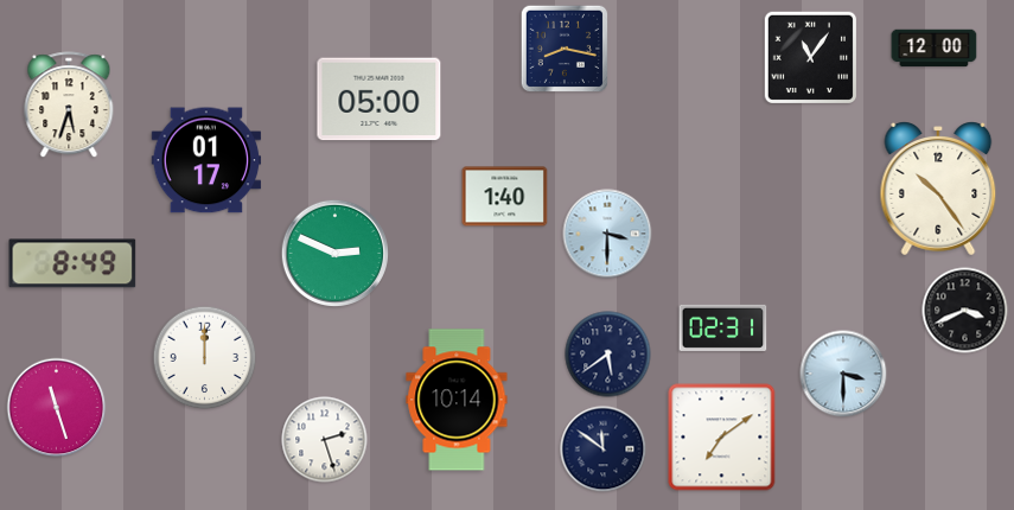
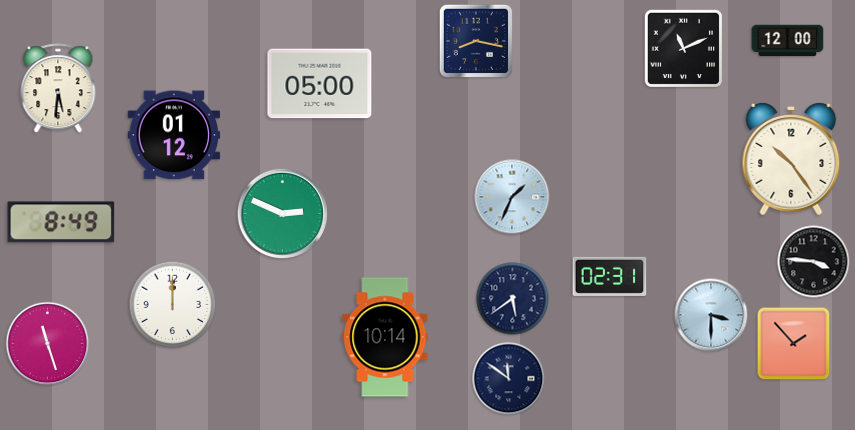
clock at (810, 57): 11:06 -> 11:11
clock at (69, 106): 5:33 -> 5:31
clock at (206, 160): 01:17 -> 01:12
clock at (505, 197): 1:40 -> none
clock at (607, 234): 3:30 -> 1:34
clock at (965, 311): 3:41 -> 3:46
clock at (205, 358) position: (205, 358) -> (173, 305)
clock at (794, 344): none -> 1:53
clock at (722, 438): 7:09 -> none
clock at (325, 440): 2:27 -> none
